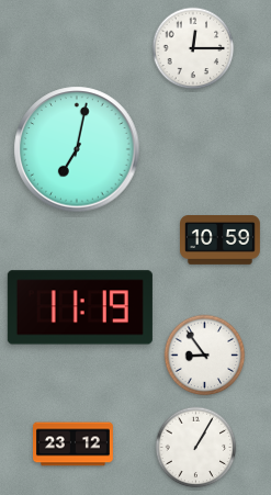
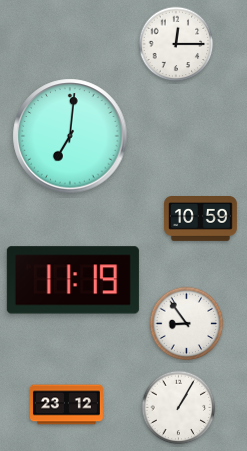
clock at (77, 149): 7:02 -> 7:01
